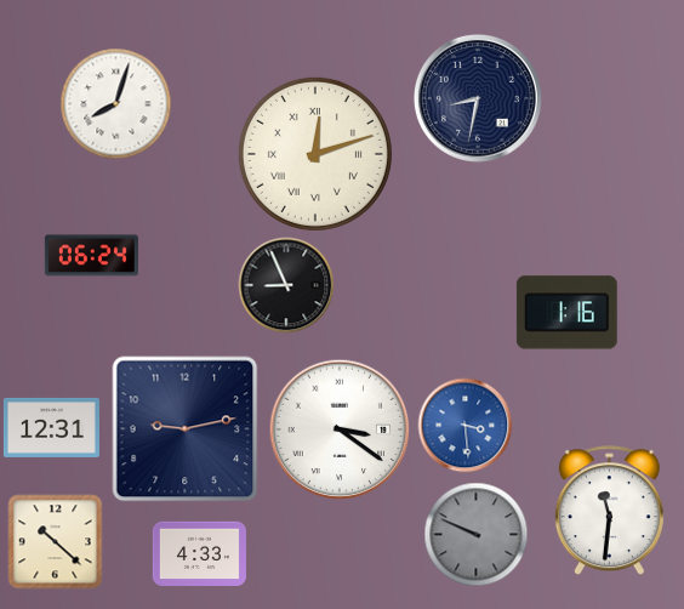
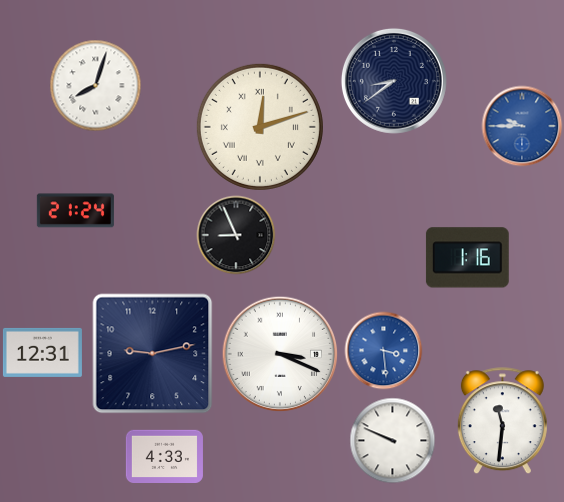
clock at (478, 98): 8:32 -> 8:39
clock at (522, 126): none -> 9:45
clock at (91, 256): 06:24 -> 21:24
clock at (340, 429): 3:21 -> 3:19
clock at (475, 534) dial: grey -> white
clock at (55, 541): 10:22 -> none
